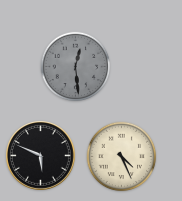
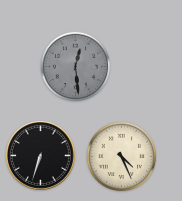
clock at (41, 156): 5:49 -> 6:33
